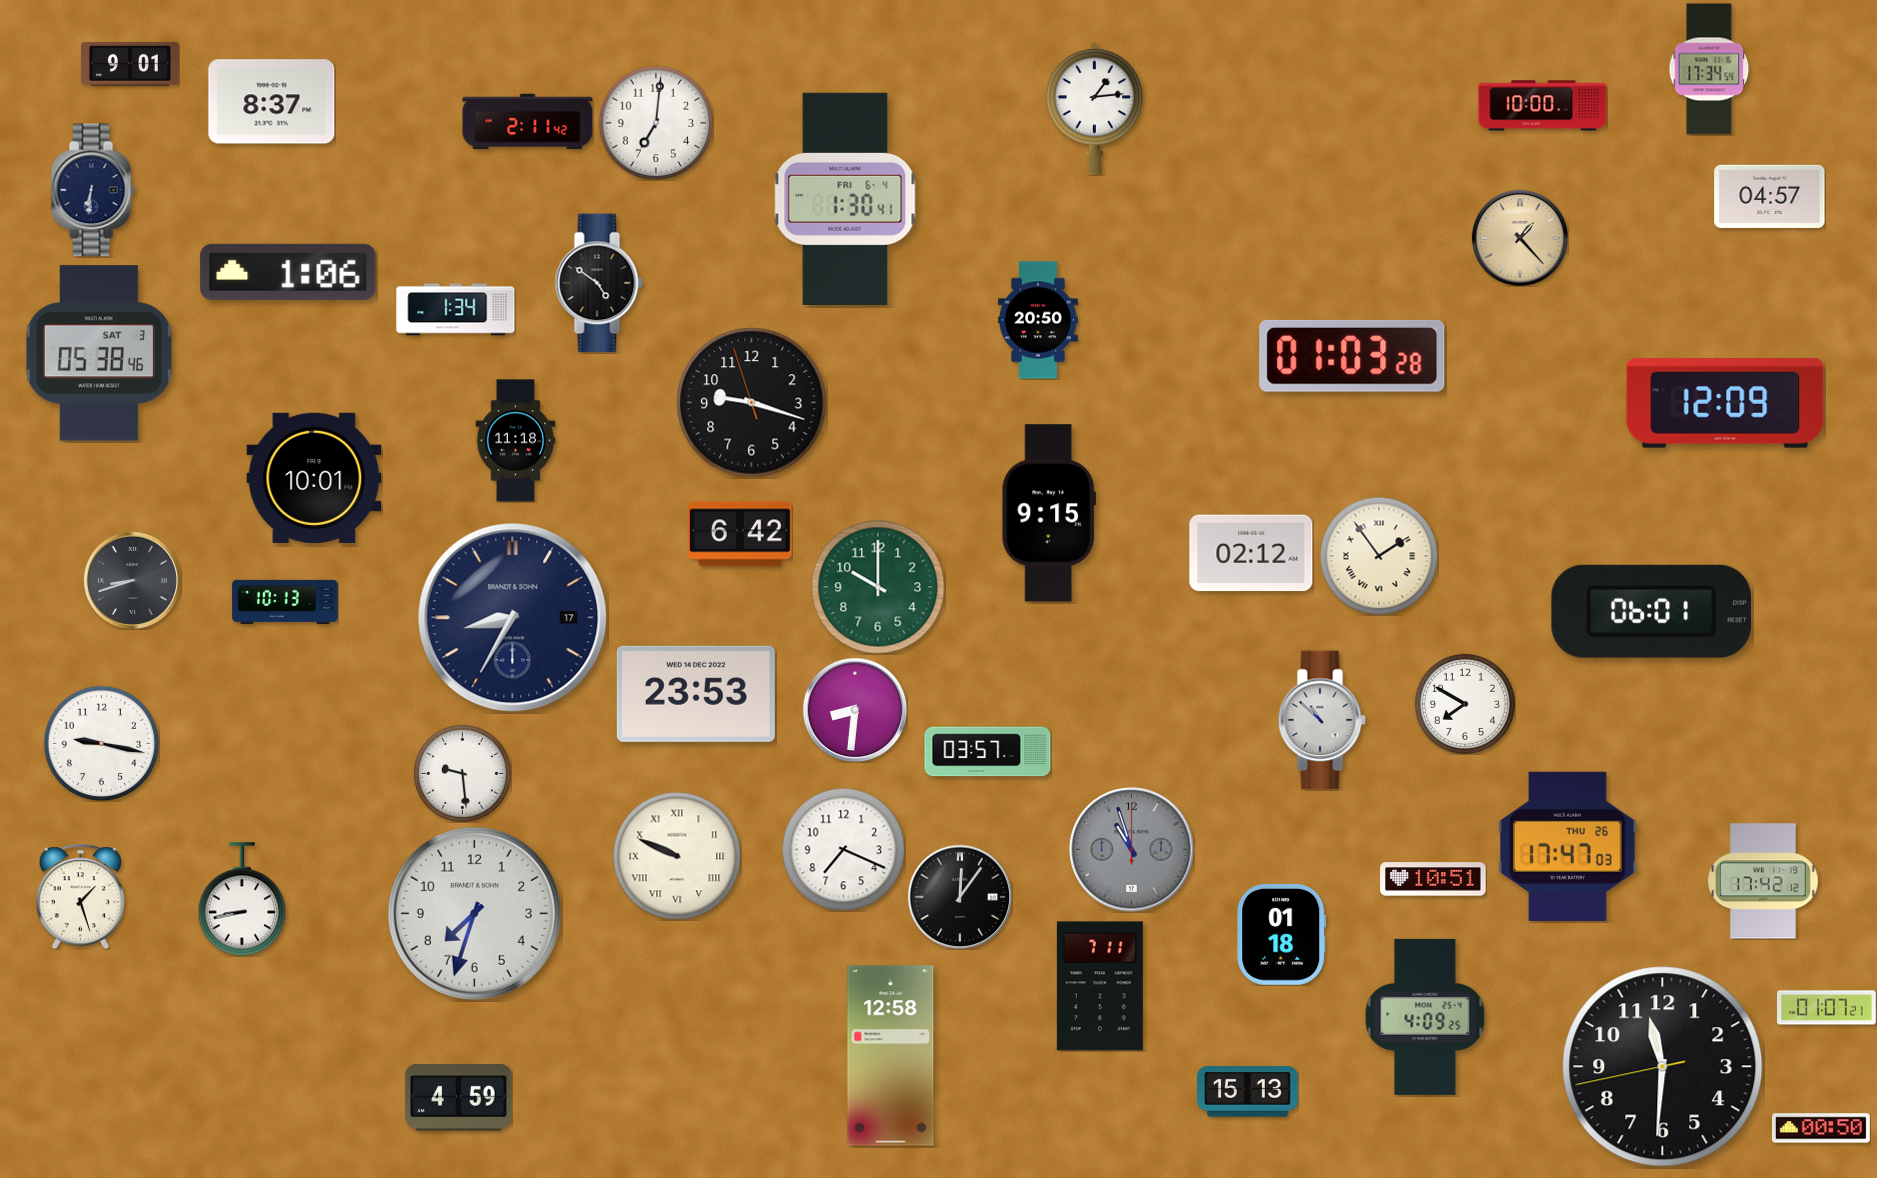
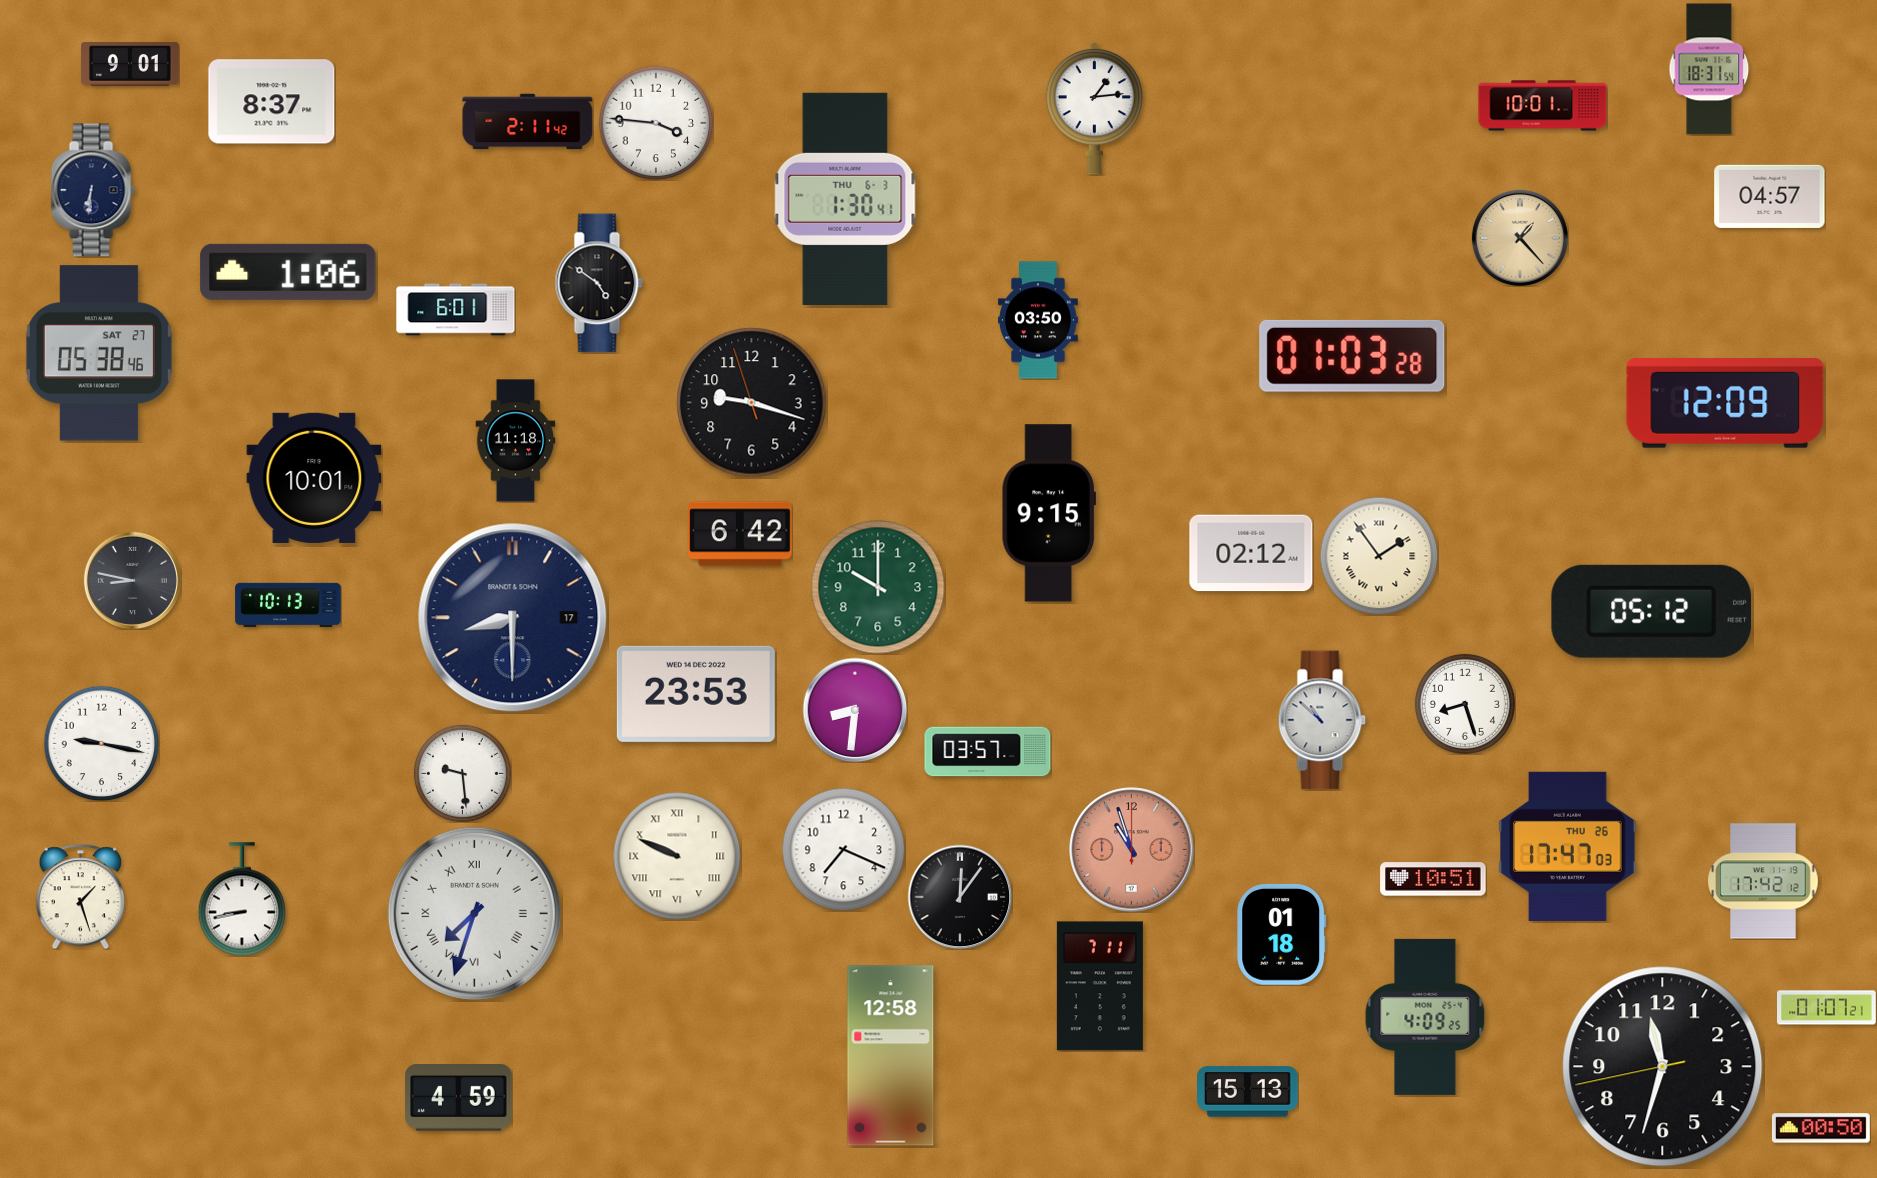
clock at (1709, 69): 17:34 -> 18:31
clock at (1543, 106): 10:00 -> 10:01
clock at (656, 123): 7:01 -> 3:46
clock at (845, 199) date: FRI 6-4 -> THU 6-3
clock at (456, 310): 1:34 -> 6:01
clock at (1038, 320): 20:50 -> 03:50
clock at (99, 353) date: SAT 3 -> SAT 27
clock at (132, 580): 8:42 -> 8:47
clock at (285, 602) position: (285, 602) -> (288, 605)
clock at (1651, 611): 06:01 -> 05:12
clock at (513, 618): 8:35 -> 8:30
clock at (1465, 704): 7:50 -> 8:27
clock at (1132, 850) dial: grey -> salmon
clock at (474, 913) numerals: Arabic -> Roman
clock at (1663, 1067): 11:30 -> 11:32
